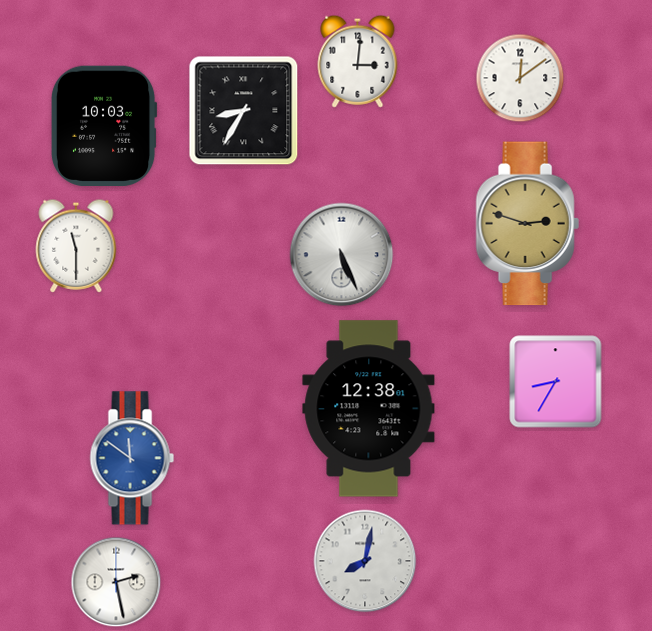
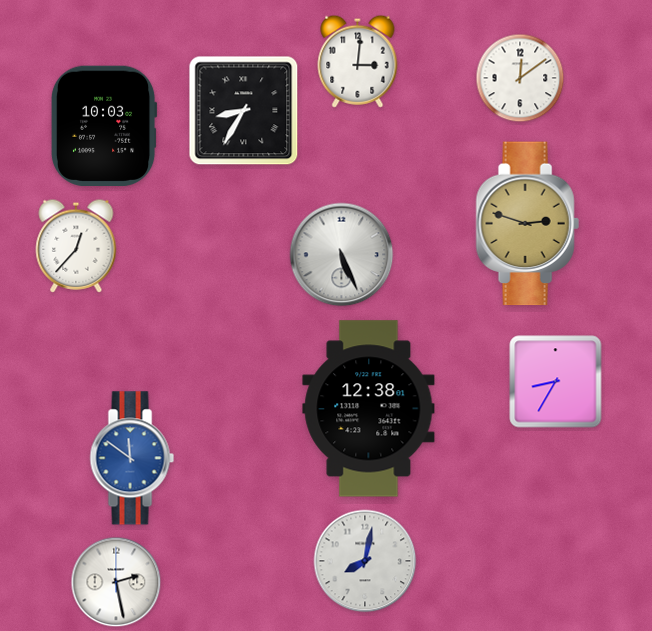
clock at (76, 246): 11:30 -> 12:37
